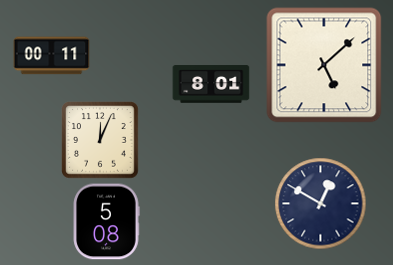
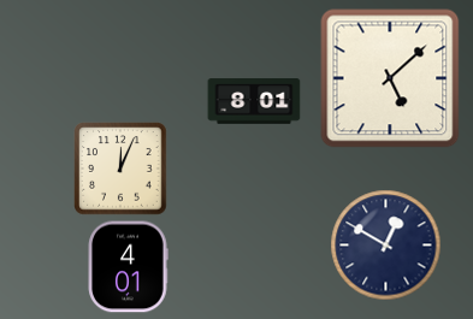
clock at (52, 56): 00:11 -> none
clock at (106, 222): 5:08 -> 4:01
